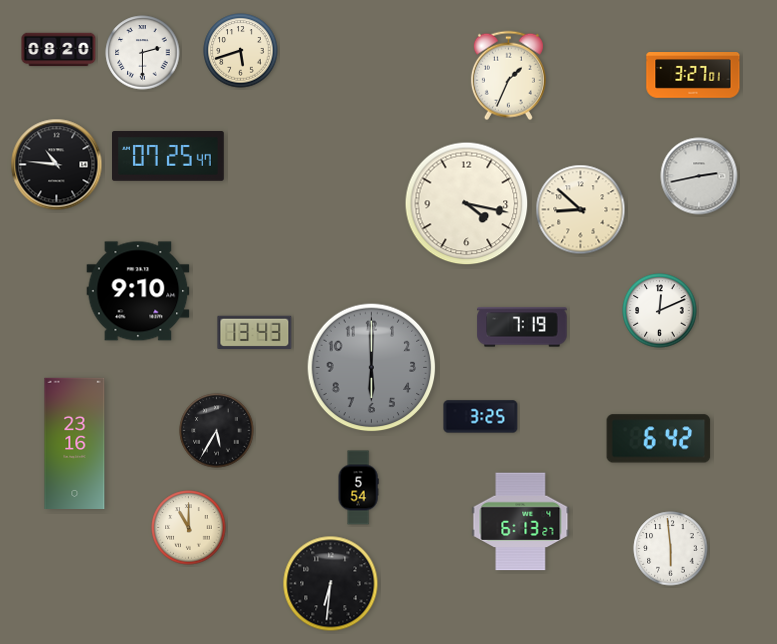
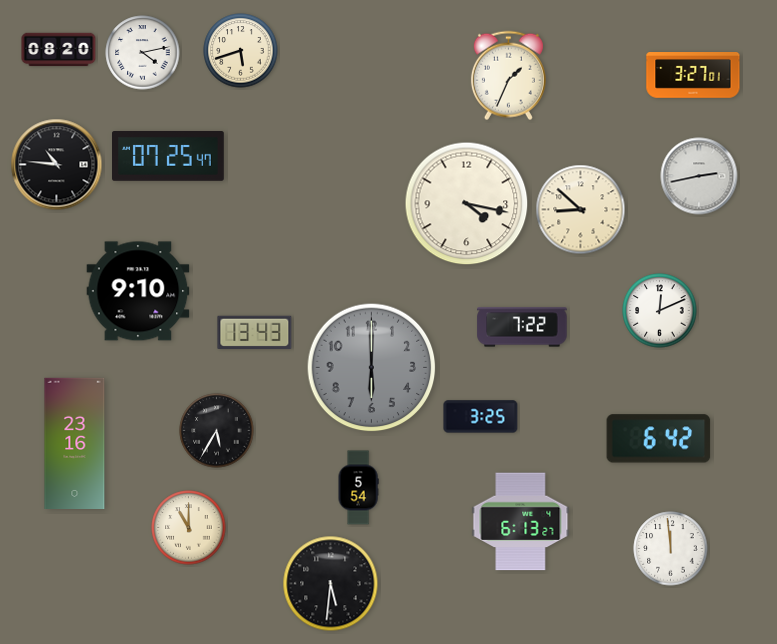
clock at (143, 53): 2:30 -> 4:13
clock at (522, 327): 7:19 -> 7:22
clock at (671, 549): 5:59 -> 11:59
clock at (331, 584): 6:31 -> 5:31
